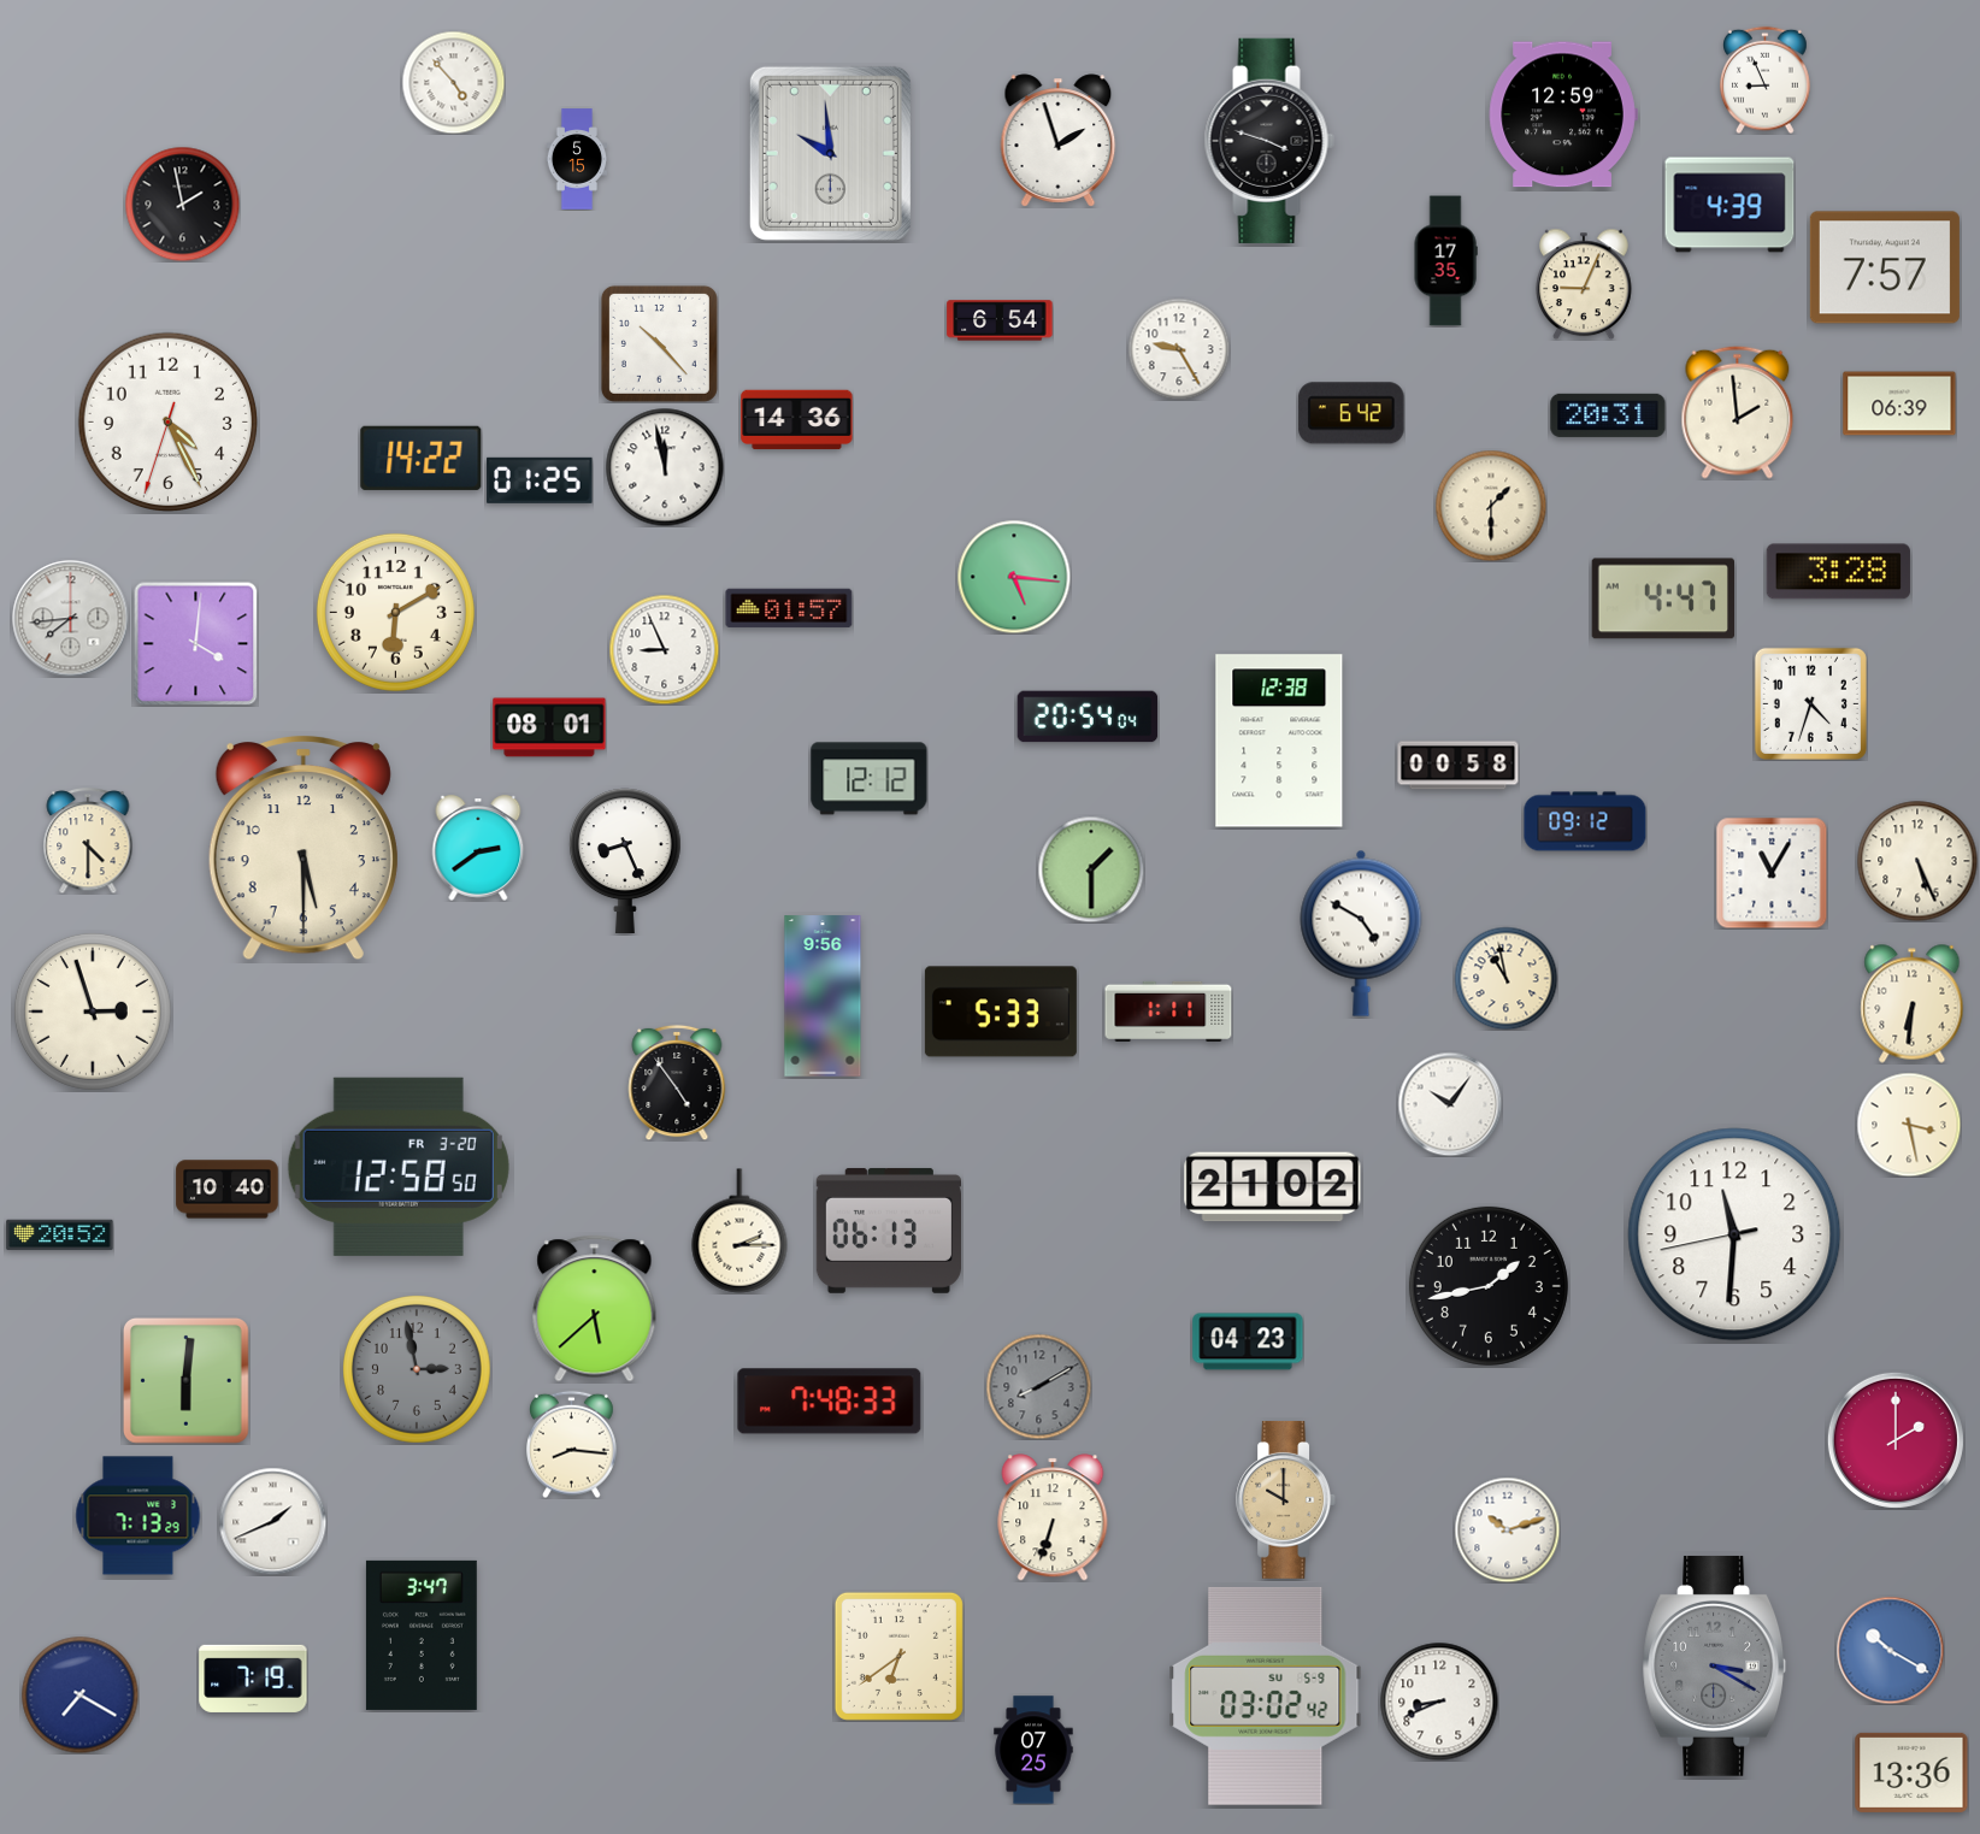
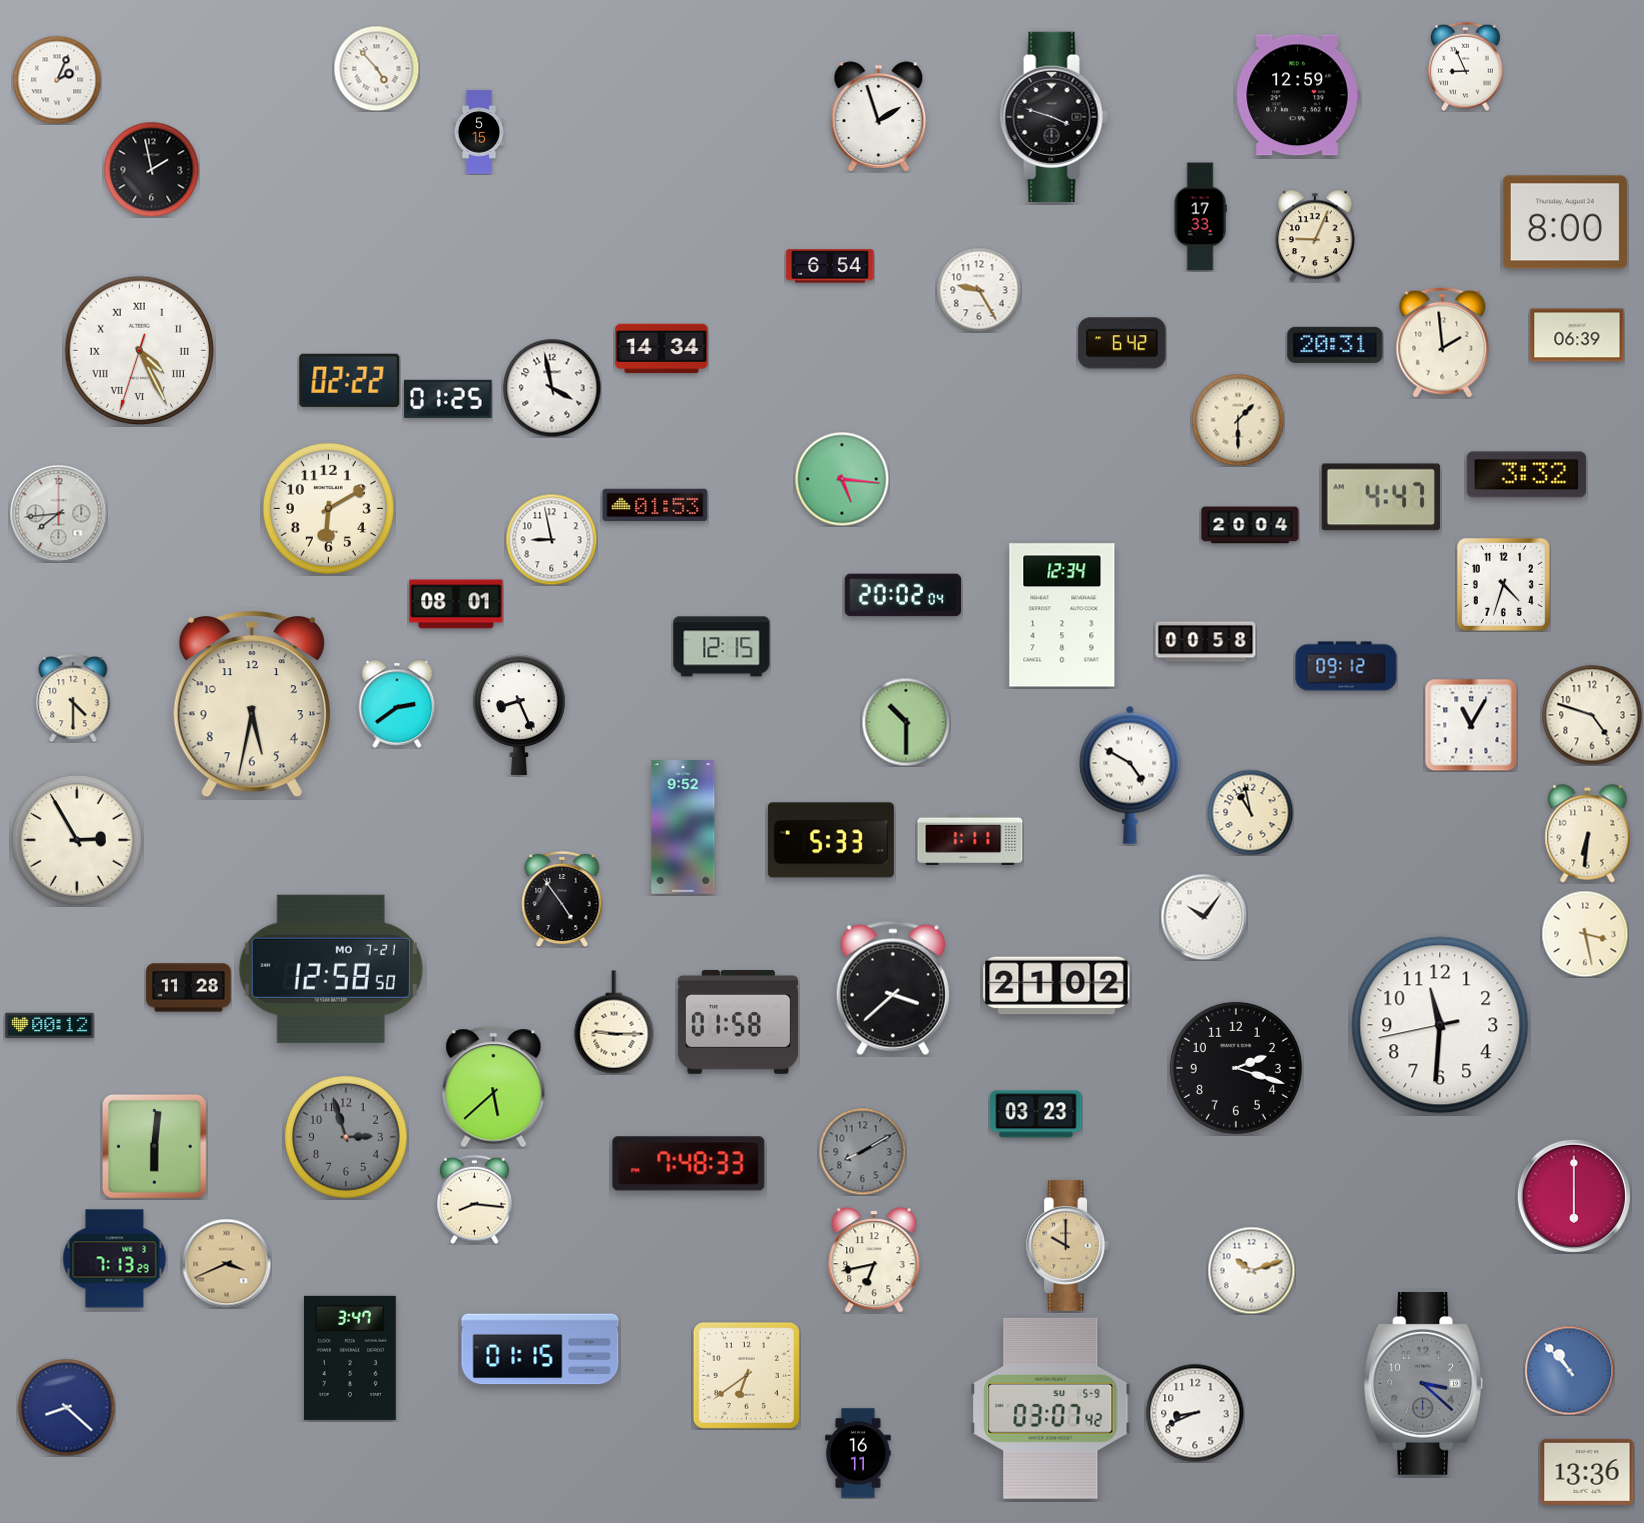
clock at (57, 80): none -> 2:04
clock at (830, 153): 9:59 -> none
clock at (1729, 205): 4:39 -> none
clock at (1445, 261): 17:35 -> 17:33
clock at (1885, 267): 7:57 -> 8:00
clock at (659, 343): 10:23 -> none
clock at (797, 420): 14:36 -> 14:34
clock at (167, 421) numerals: Arabic -> Roman
clock at (422, 458): 14:22 -> 02:22
clock at (665, 467): 11:58 -> 3:58
clock at (1838, 572): 3:28 -> 3:32
clock at (789, 608): 01:57 -> 01:53
clock at (1250, 525): none -> 20:04
clock at (195, 643): 4:01 -> none
clock at (664, 649): 8:56 -> 8:58
clock at (1088, 717): 20:54 -> 20:02
clock at (1279, 741): 12:38 -> 12:34
clock at (1459, 766) position: (1459, 766) -> (1206, 642)
clock at (870, 779): 12:12 -> 12:15
clock at (1585, 821) position: (1585, 821) -> (1346, 666)
clock at (304, 849): 5:30 -> 5:32
clock at (1917, 861): 5:26 -> 4:48
clock at (1091, 869): 1:30 -> 10:30
clock at (823, 996): 9:56 -> 9:52
clock at (93, 1012): 2:57 -> 2:55
clock at (399, 1167) date: FR 3-20 -> MO 7-21
clock at (228, 1190): 10:40 -> 11:28
clock at (893, 988): none -> 3:38
clock at (739, 1231): 2:15 -> 9:15
clock at (888, 1231): 06:13 -> 01:58
clock at (60, 1236): 20:52 -> 00:12
clock at (1489, 1286): 1:43 -> 2:18
clock at (1248, 1341): 04:23 -> 03:23
clock at (418, 1370): 2:58 -> 2:57
clock at (1896, 1440): 2:00 -> 6:00
clock at (1053, 1517): 6:33 -> 6:43
clock at (272, 1521): 1:41 -> 3:41
clock at (272, 1521) dial: white -> champagne
clock at (540, 1349): none -> 01:15
clock at (1890, 1650): 10:20 -> 10:53
clock at (1715, 1665): 3:20 -> 3:22
clock at (253, 1679): 7:19 -> none
clock at (79, 1694): 7:20 -> 8:22
clock at (1266, 1696): 03:02 -> 03:07
clock at (1033, 1750): 07:25 -> 16:11
